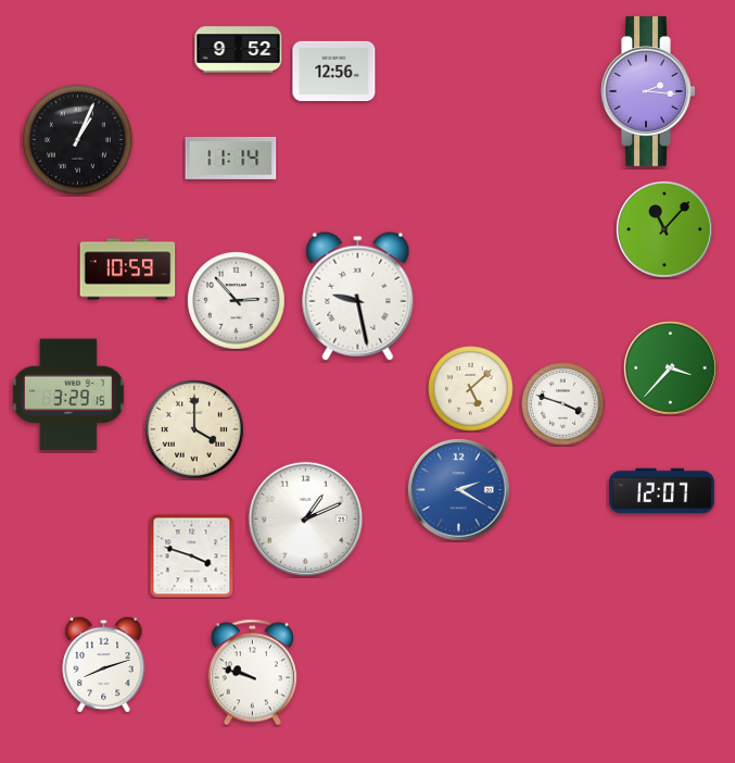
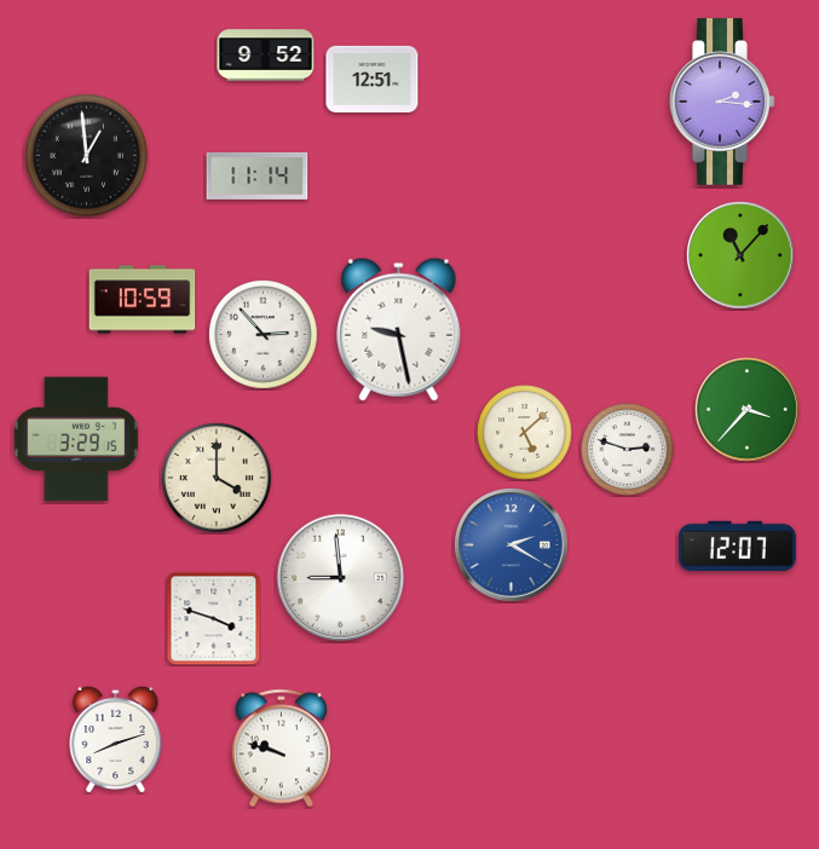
clock at (334, 71): 12:56 -> 12:51
clock at (77, 139): 1:04 -> 12:59
clock at (563, 404): 3:48 -> 2:48
clock at (306, 520): 1:11 -> 8:59
